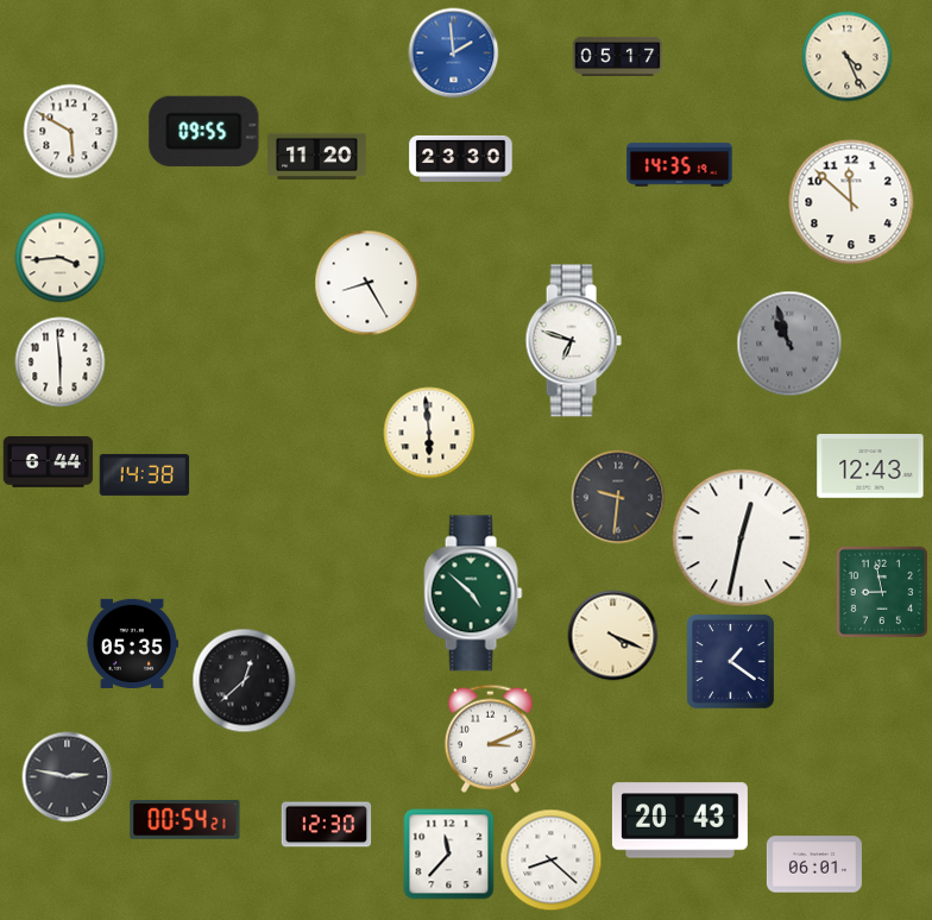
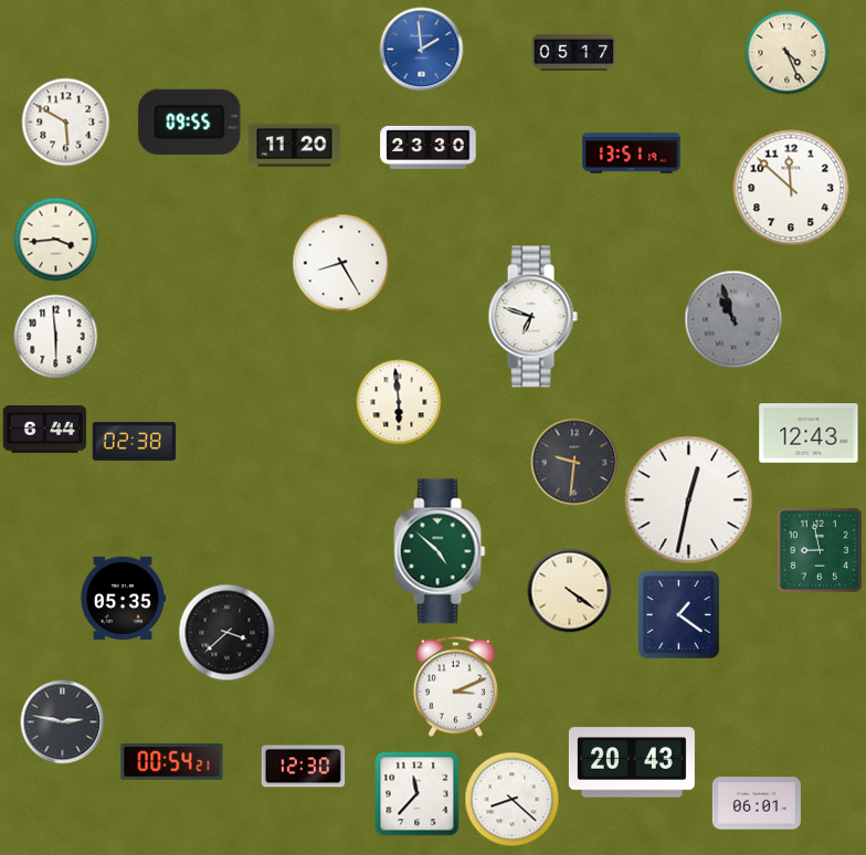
clock at (680, 165): 14:35 -> 13:51
clock at (145, 474): 14:38 -> 02:38
clock at (613, 636): 4:19 -> 4:21
clock at (245, 681): 12:38 -> 3:38
